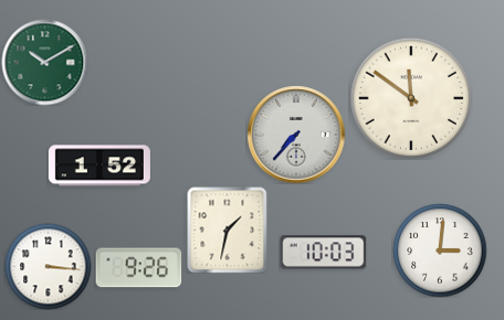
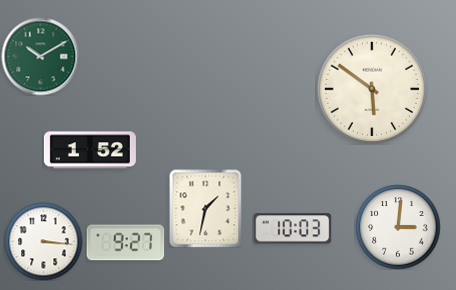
clock at (410, 97): 11:51 -> 5:51
clock at (296, 135): 7:37 -> none
clock at (138, 268): 9:26 -> 9:27
